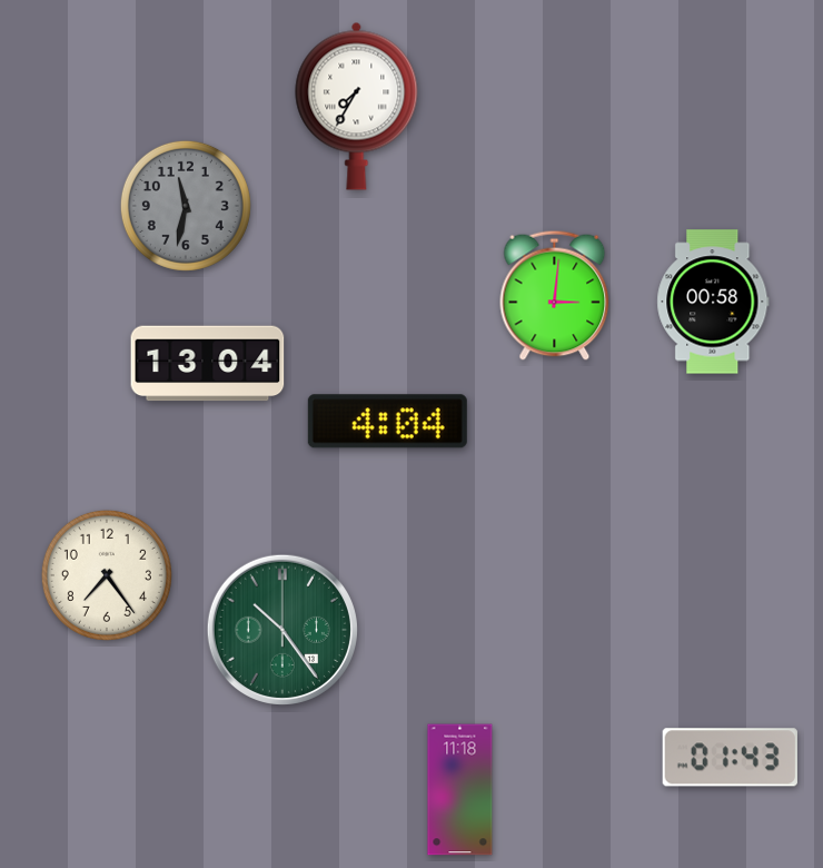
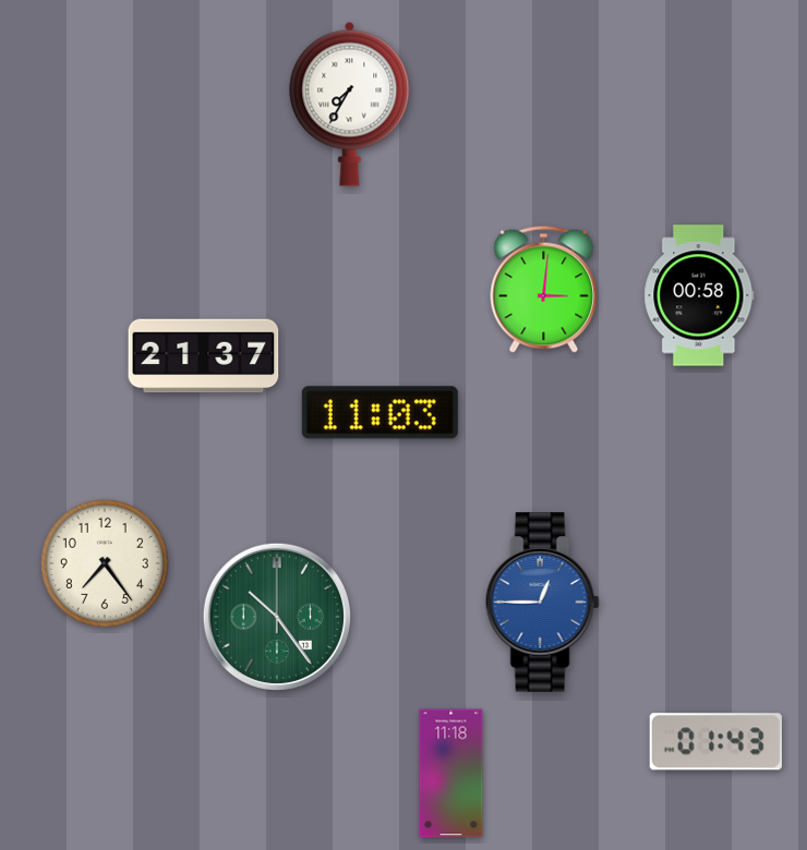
clock at (186, 206): 11:32 -> none
clock at (208, 364): 13:04 -> 21:37
clock at (387, 422): 4:04 -> 11:03
clock at (542, 603): none -> 12:45
